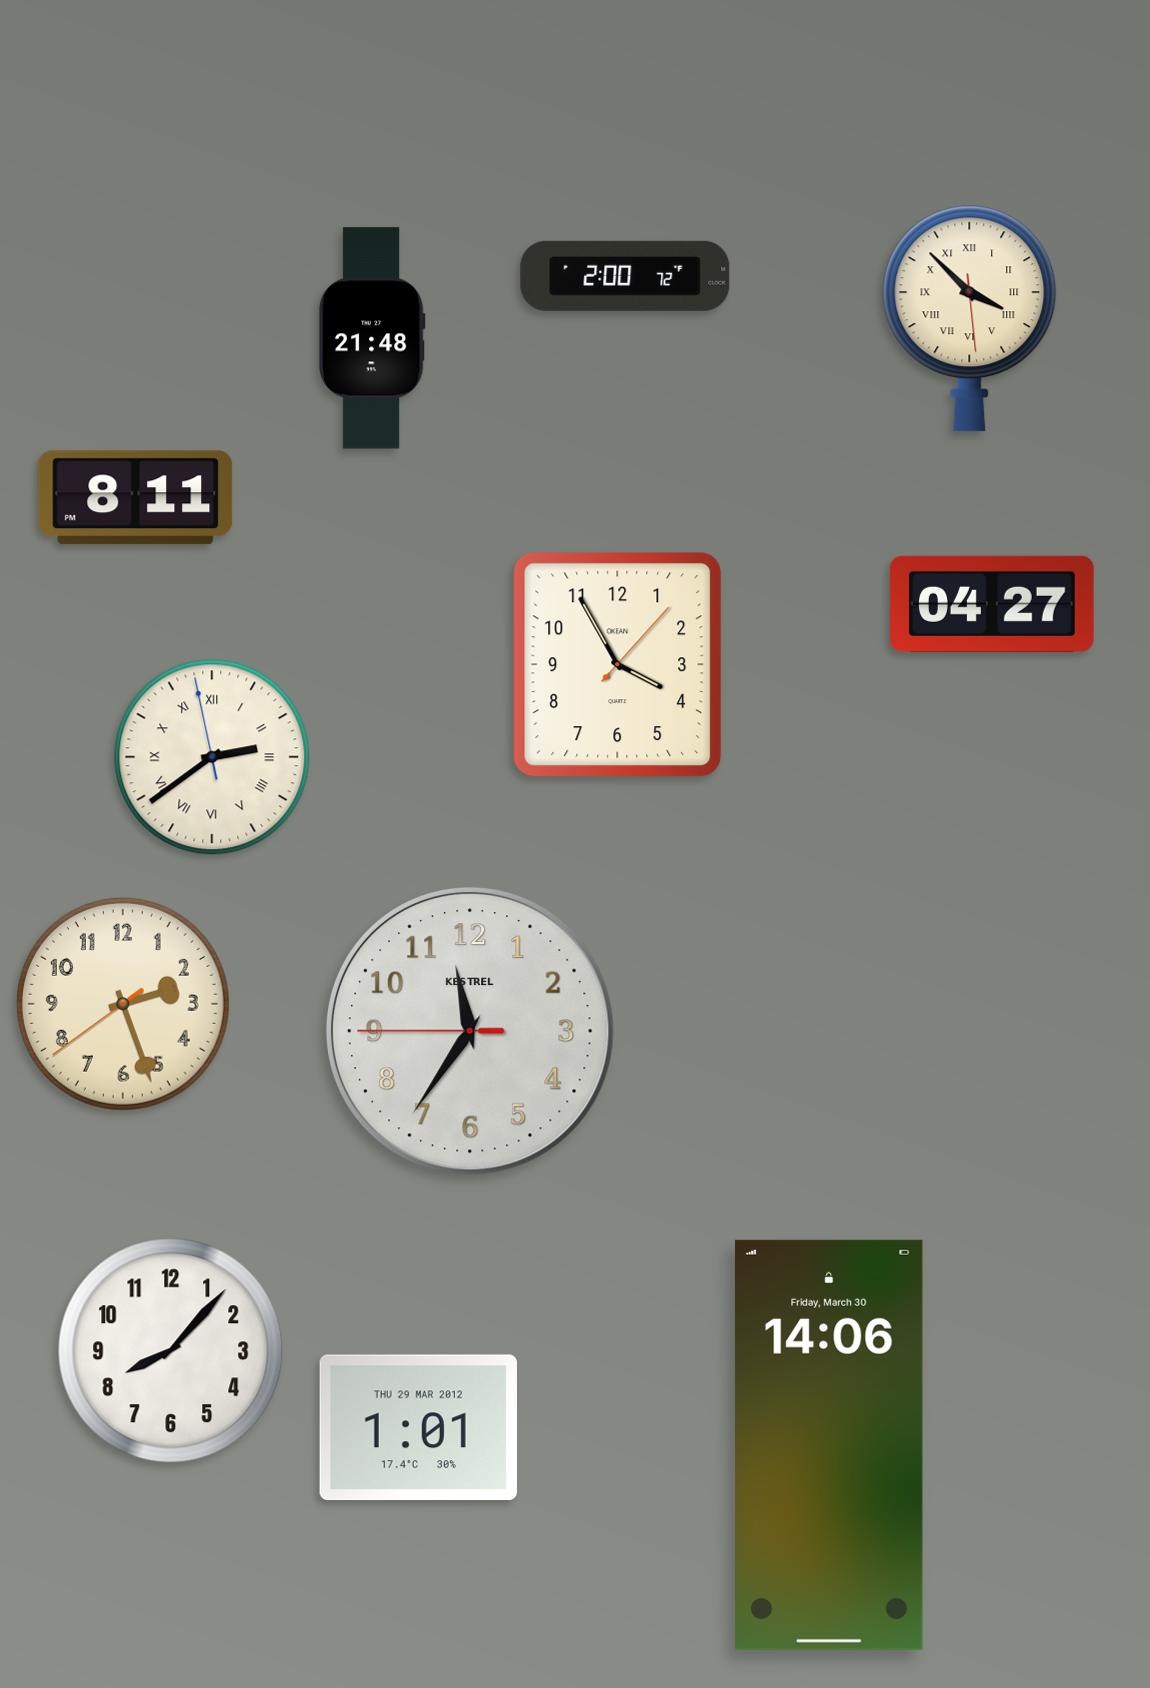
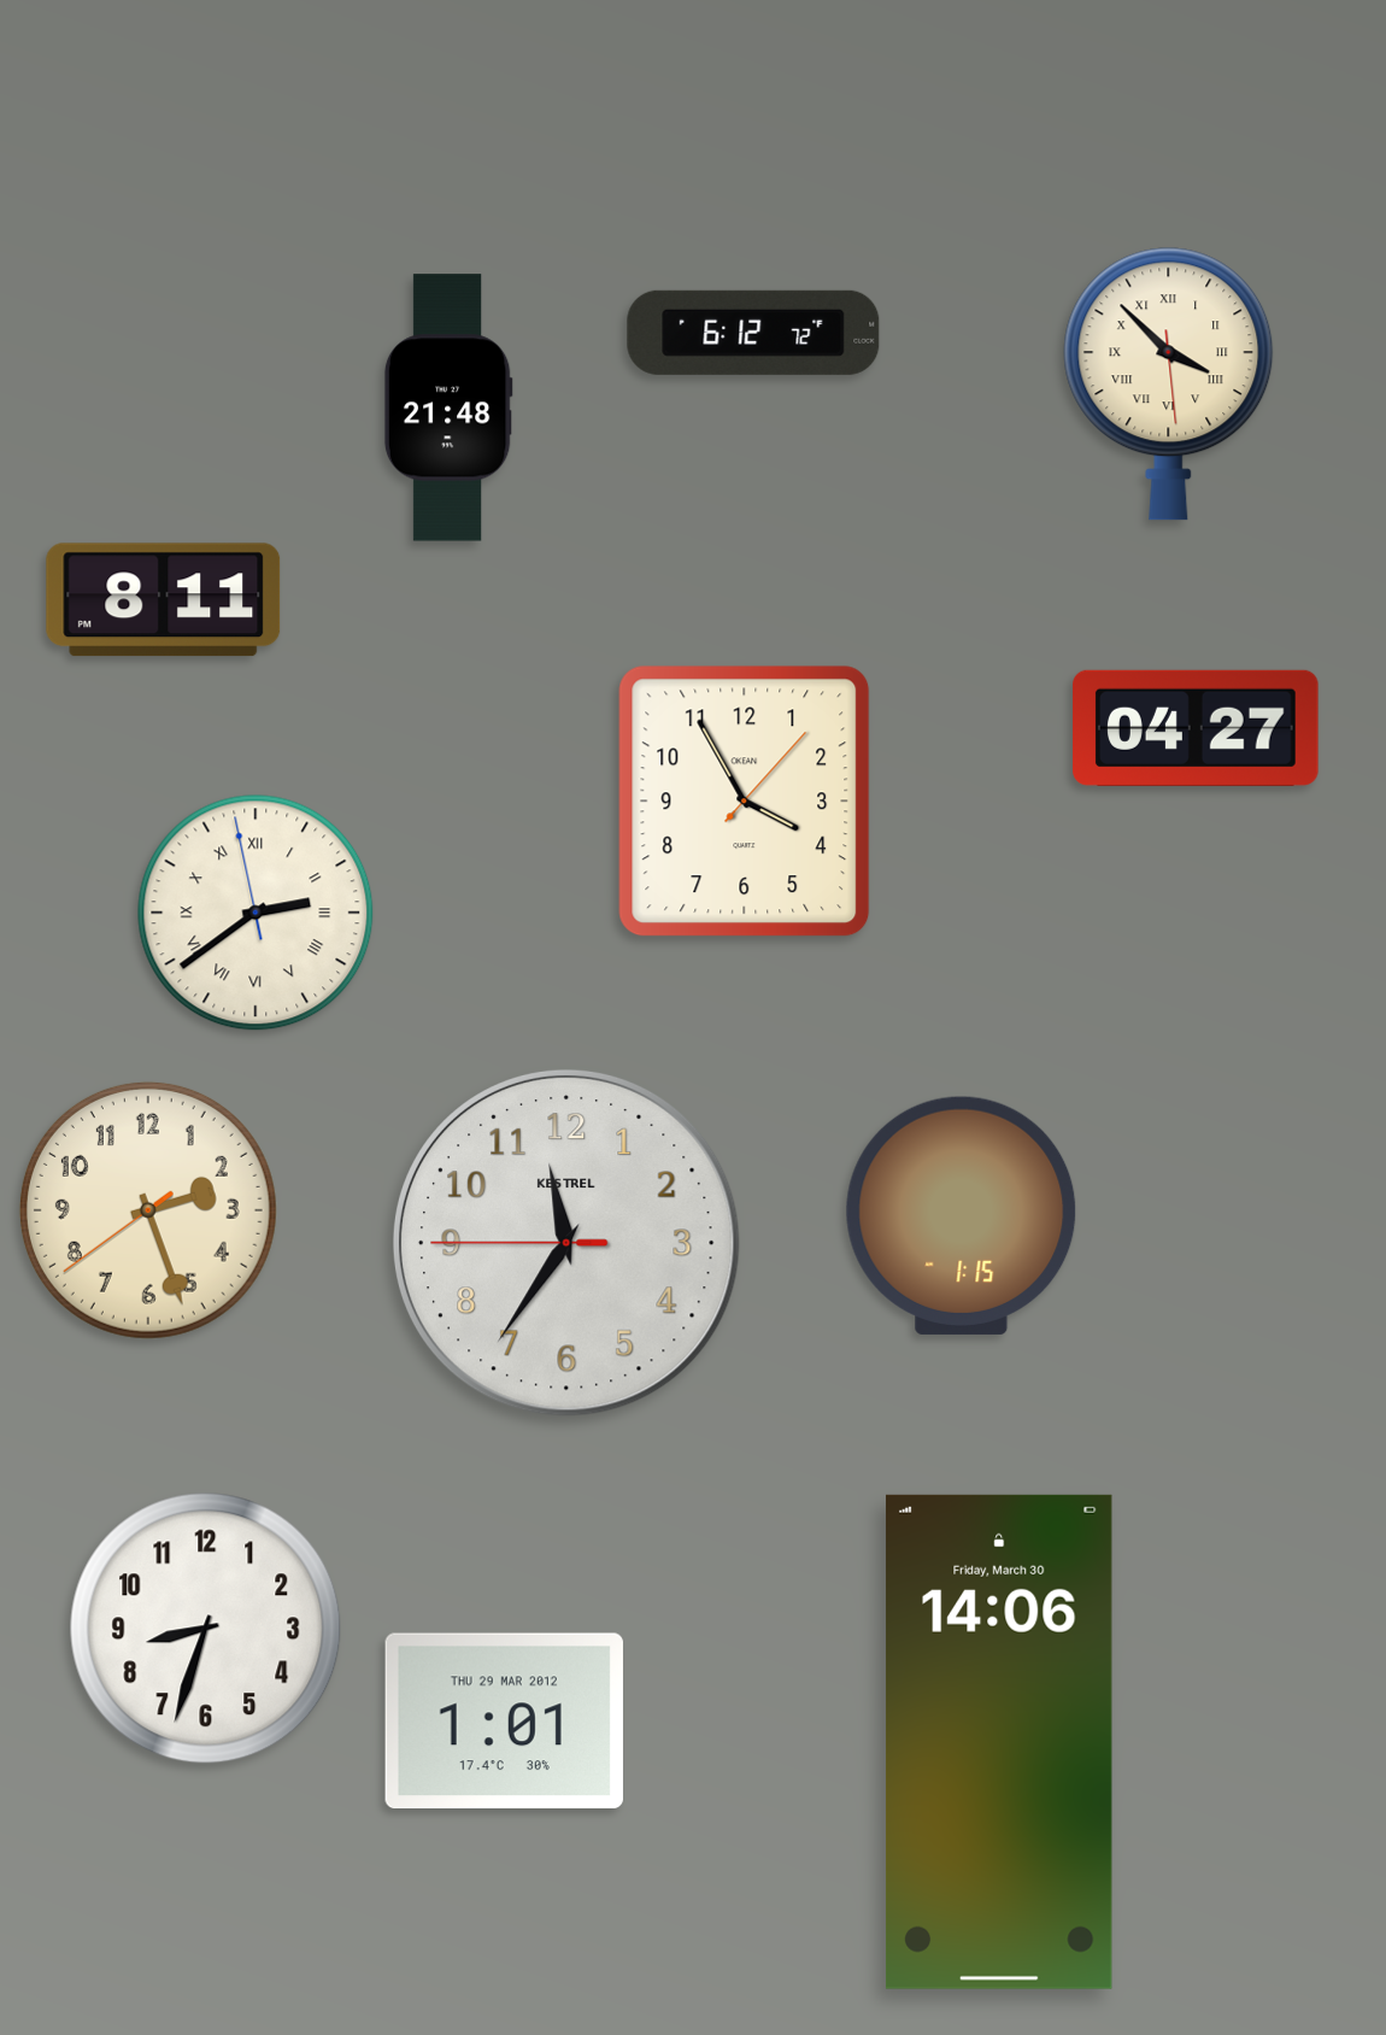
clock at (625, 276): 2:00 -> 6:12
clock at (962, 1215): none -> 1:15
clock at (171, 1351): 8:07 -> 8:33
